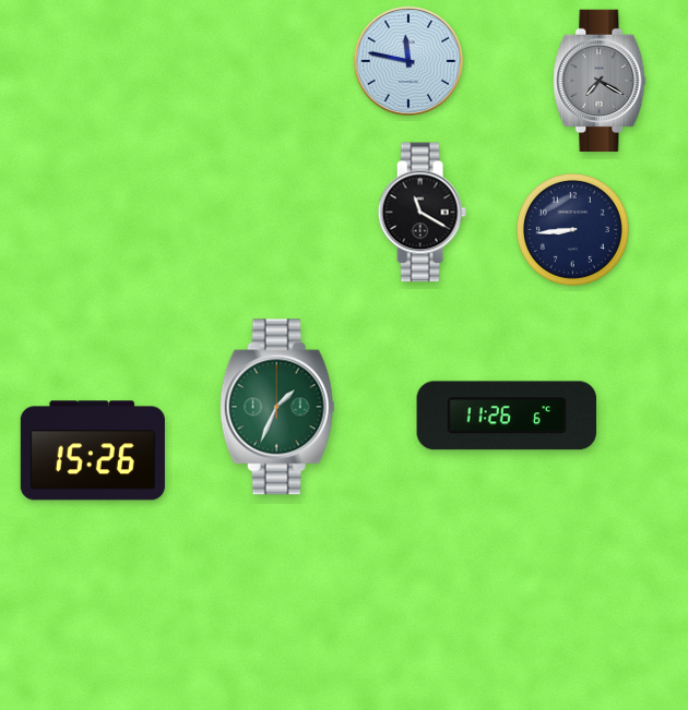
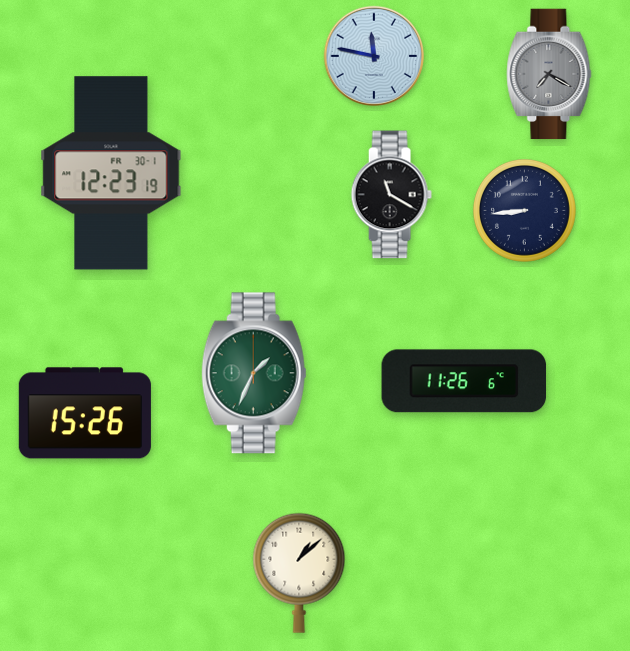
clock at (111, 173): none -> 12:23
clock at (422, 213) position: (422, 213) -> (391, 195)
clock at (299, 573): none -> 1:08
